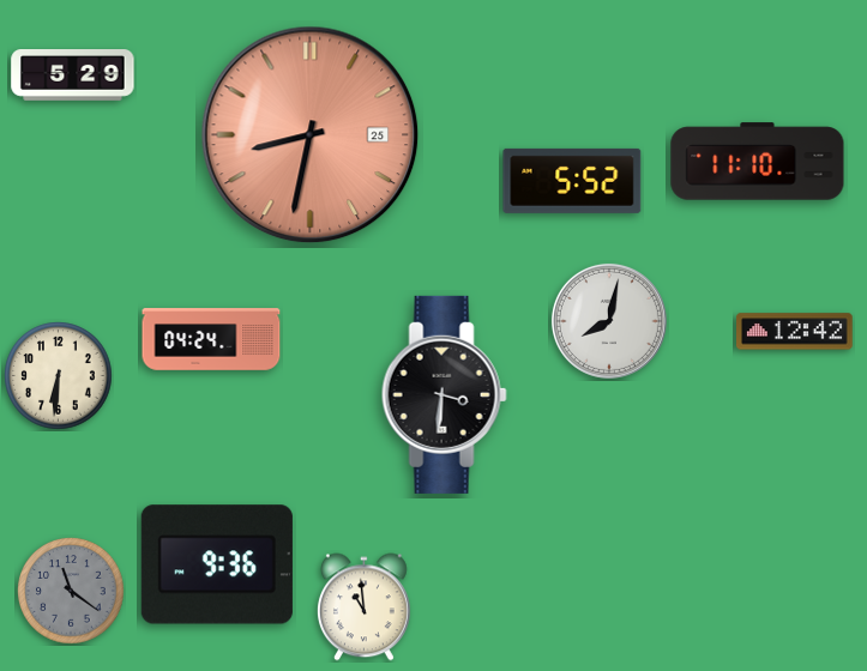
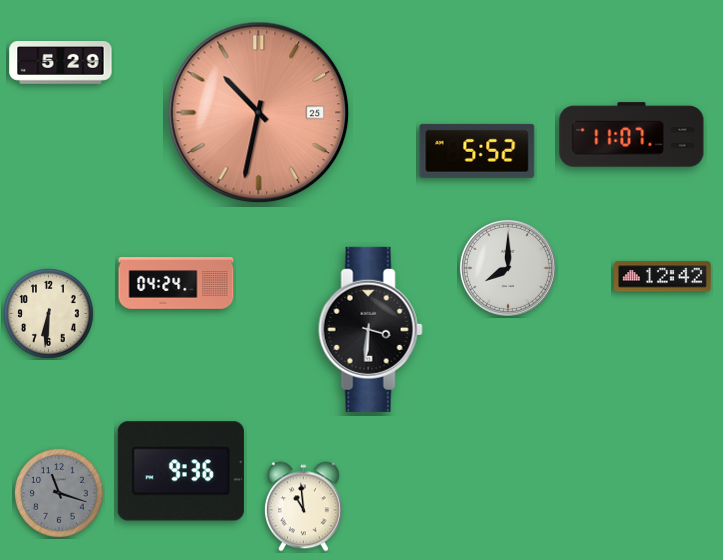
clock at (311, 135): 8:32 -> 10:32
clock at (758, 162): 11:10 -> 11:07
clock at (609, 321): 8:02 -> 8:00
clock at (71, 591): 11:21 -> 11:18
